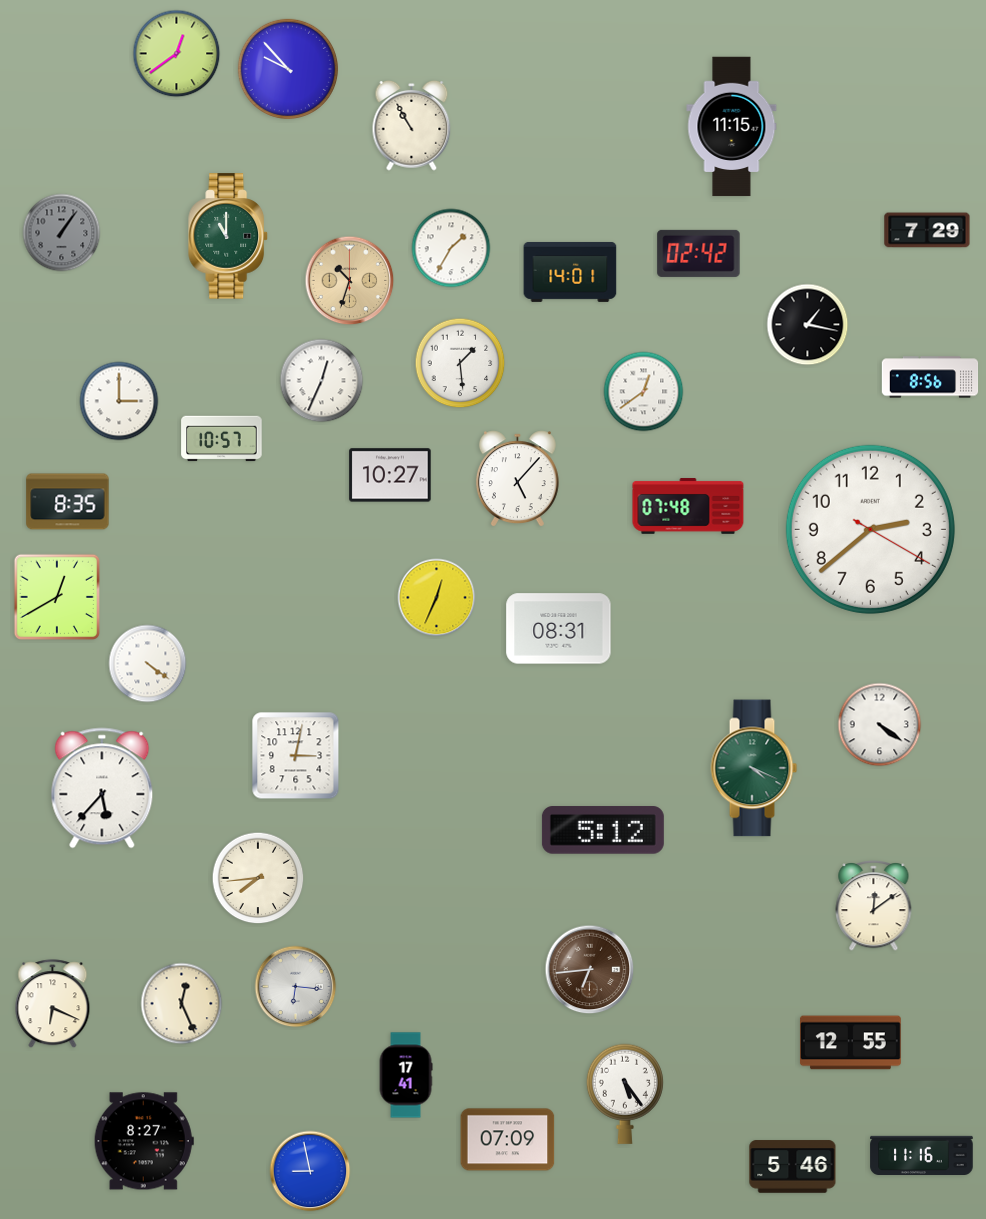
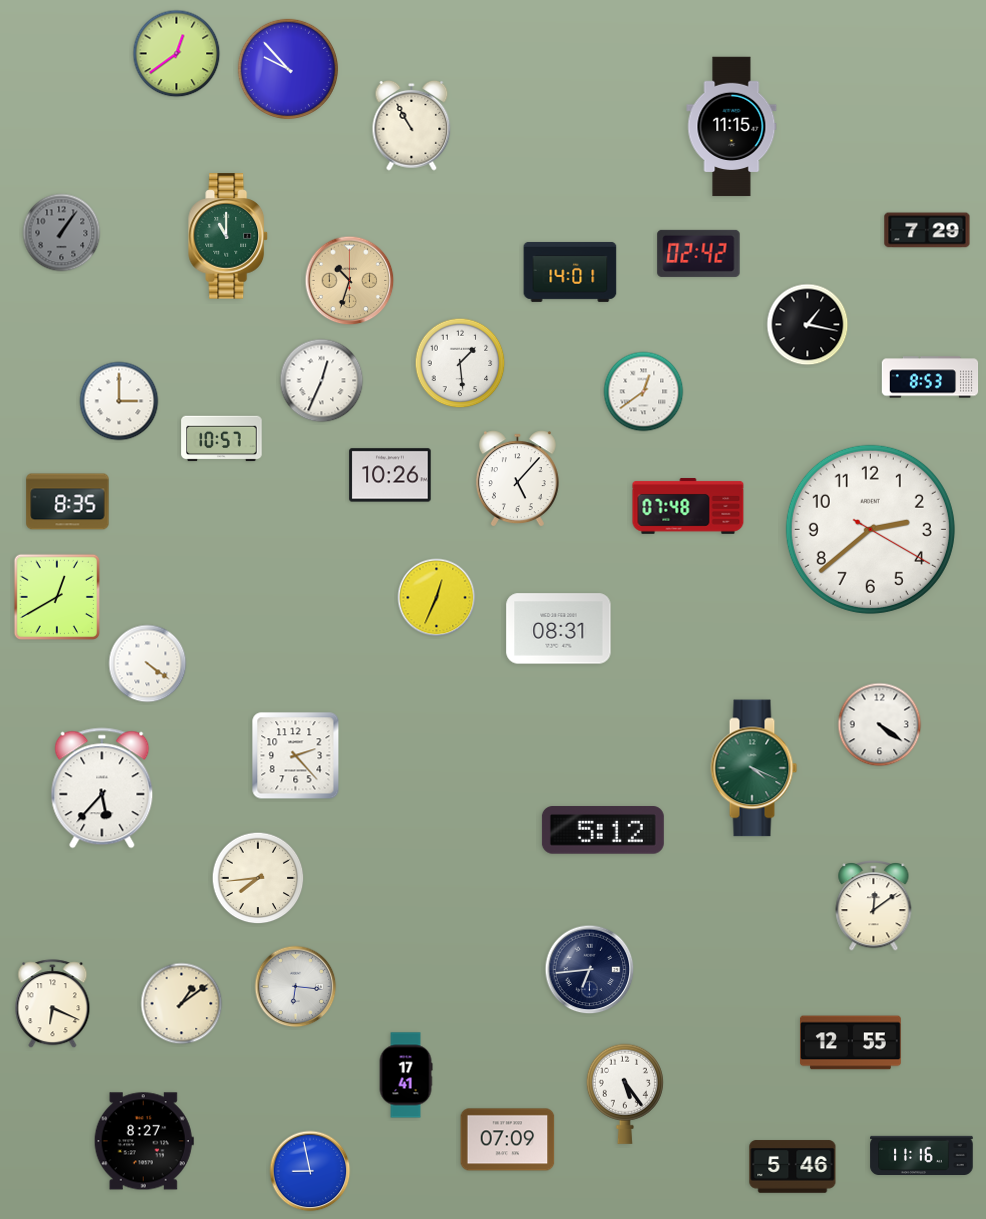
clock at (451, 248): 1:35 -> none
clock at (930, 377): 8:56 -> 8:53
clock at (390, 475): 10:27 -> 10:26
clock at (296, 756): 3:02 -> 2:23
clock at (590, 970) dial: brown -> navy
clock at (182, 1004): 12:26 -> 1:09
